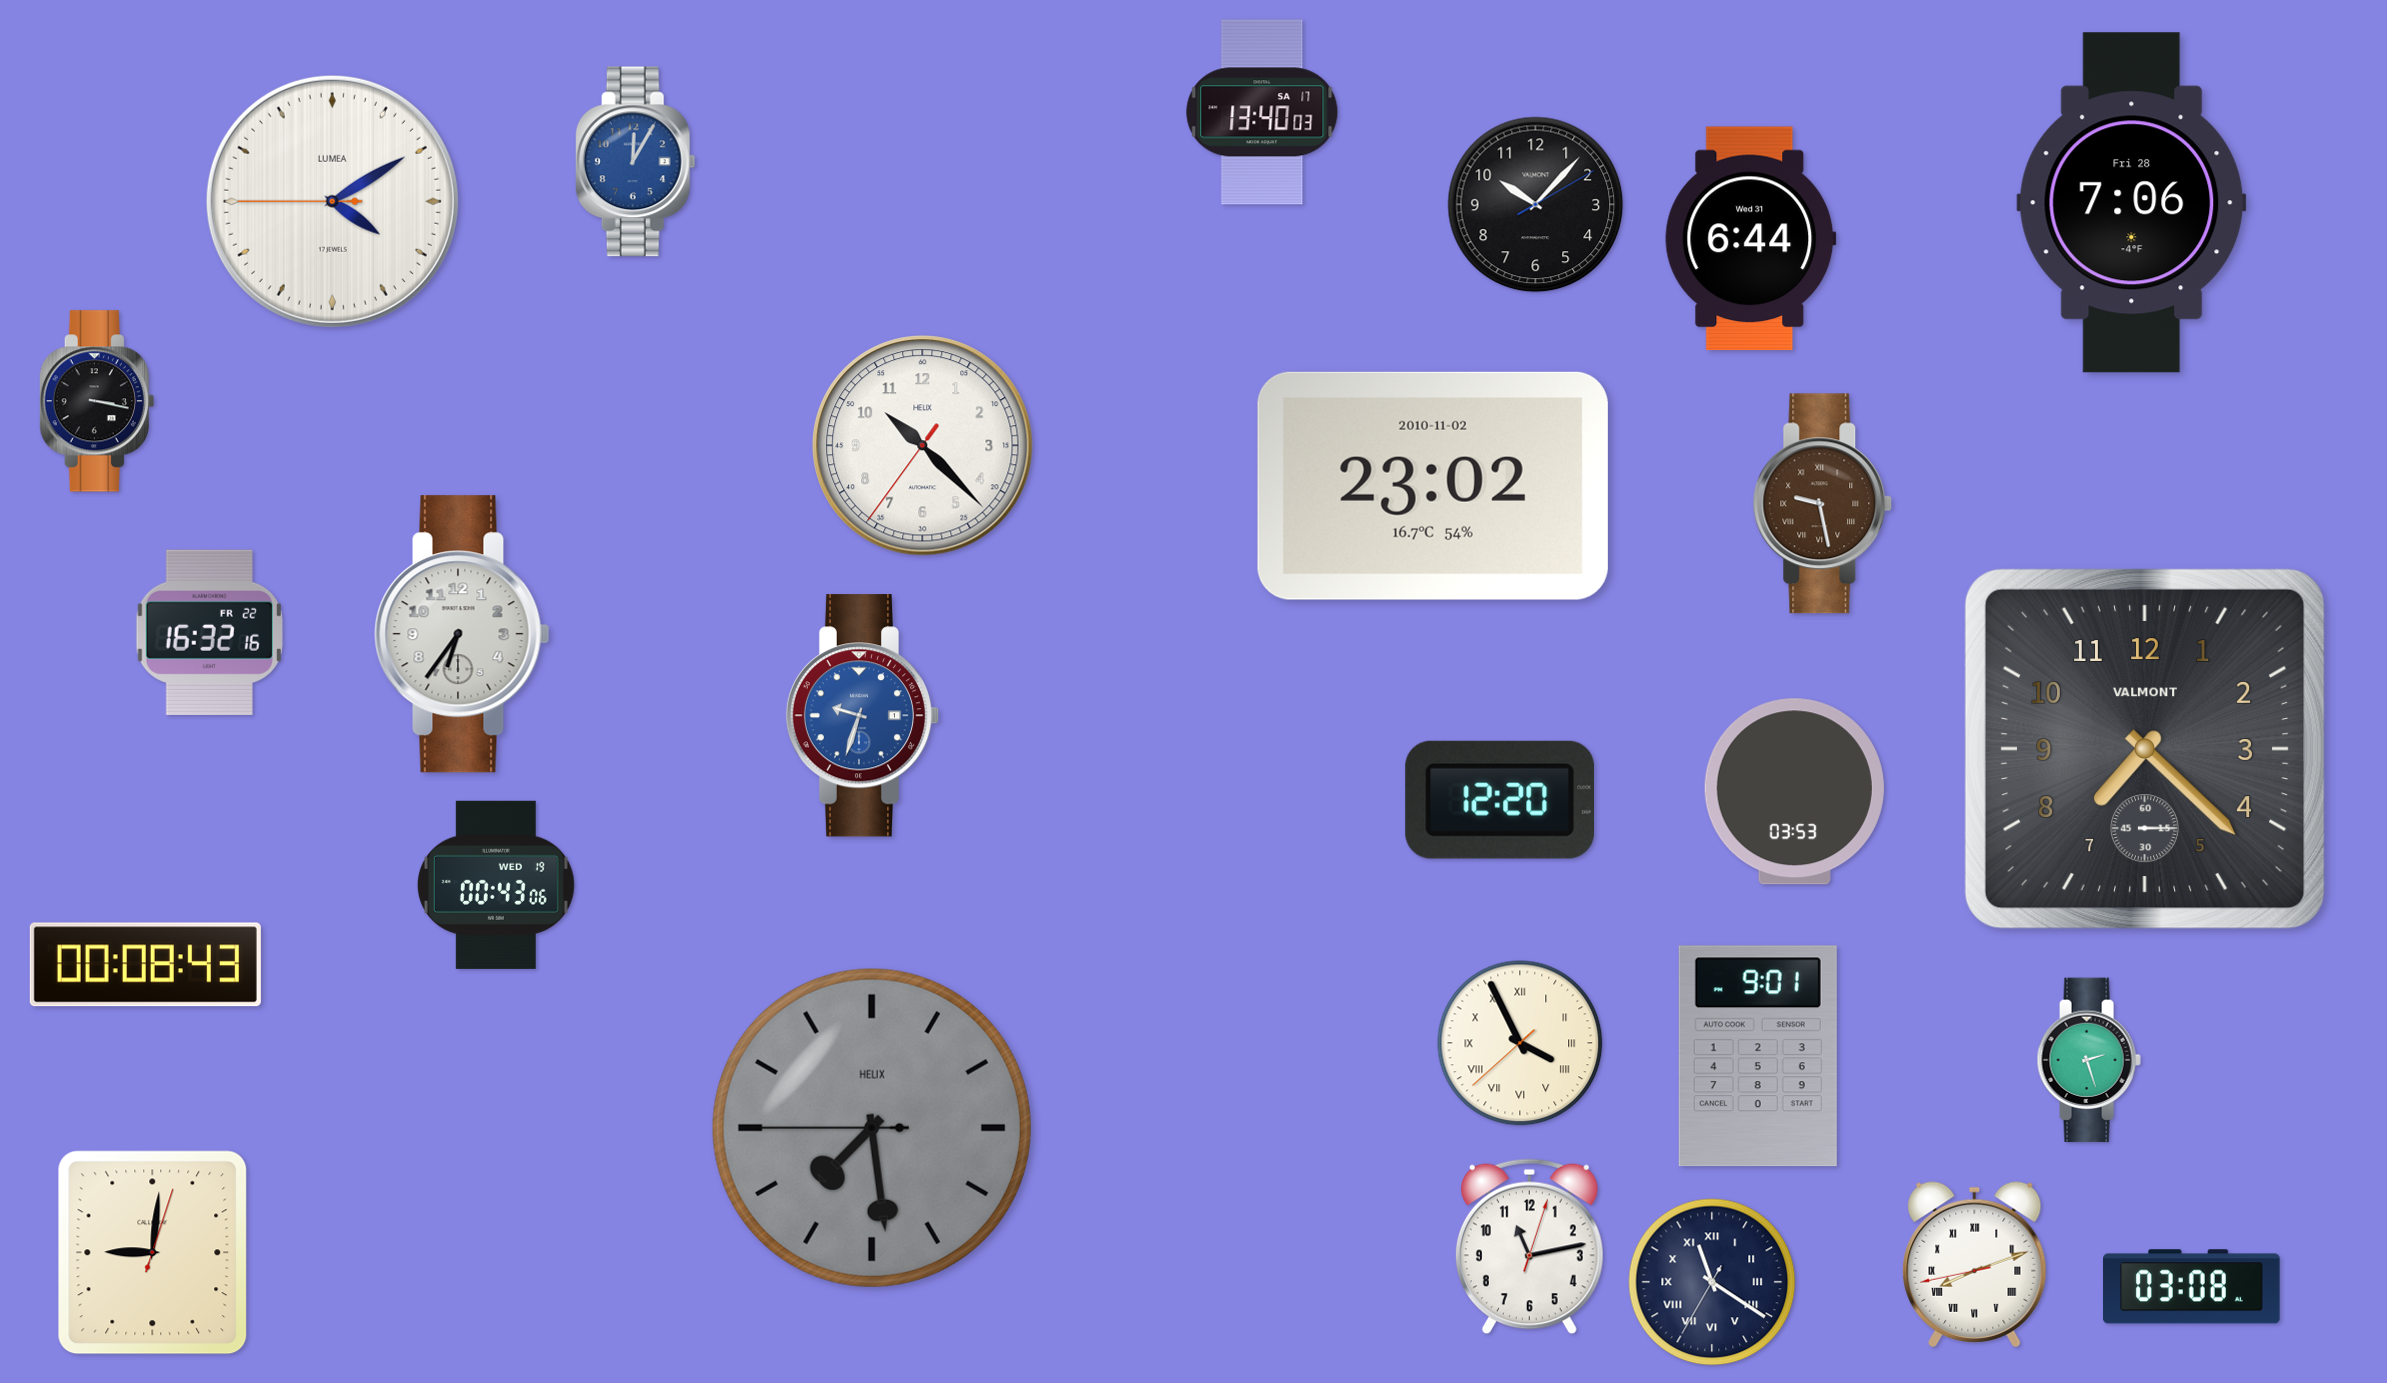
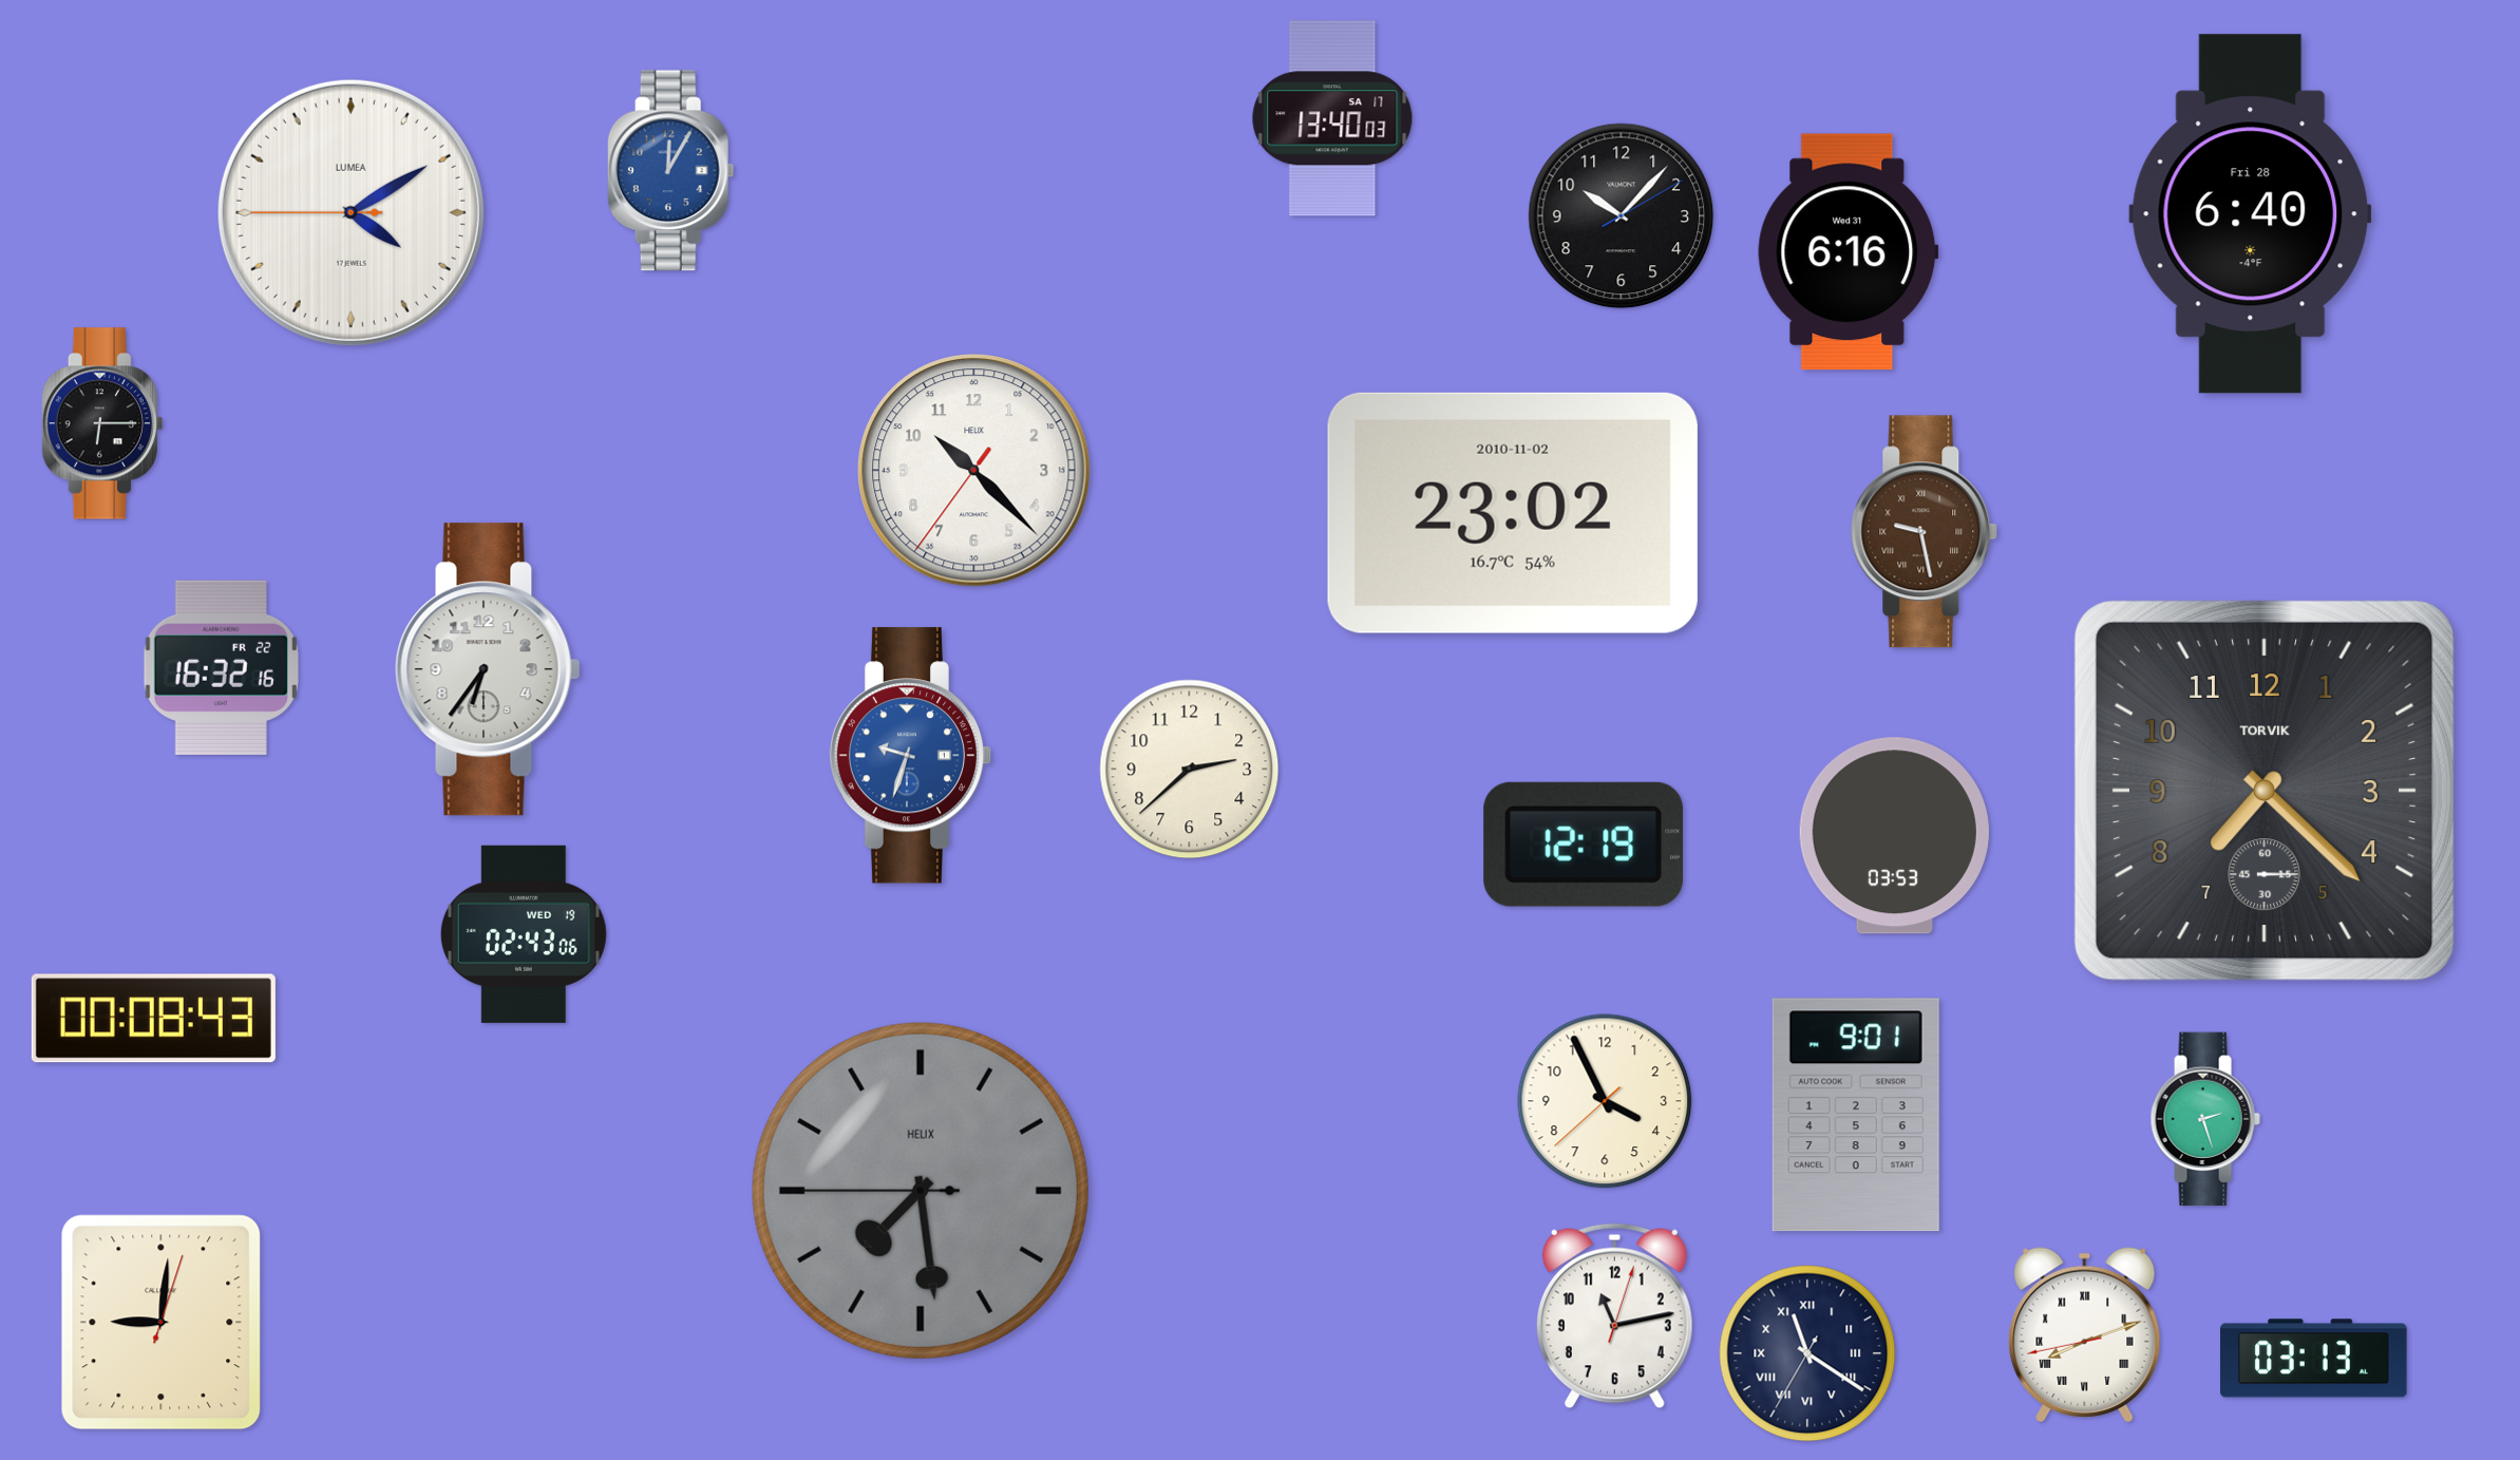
clock at (2132, 203): 7:06 -> 6:40
clock at (1751, 239): 6:44 -> 6:16
clock at (97, 401): 3:17 -> 6:15
clock at (1190, 770): none -> 2:38
clock at (2145, 749) brand: VALMONT -> TORVIK
clock at (1499, 800): 12:20 -> 12:19
clock at (496, 885): 00:43 -> 02:43
clock at (1520, 1043) numerals: Roman -> Arabic
clock at (2192, 1287): 03:08 -> 03:13
